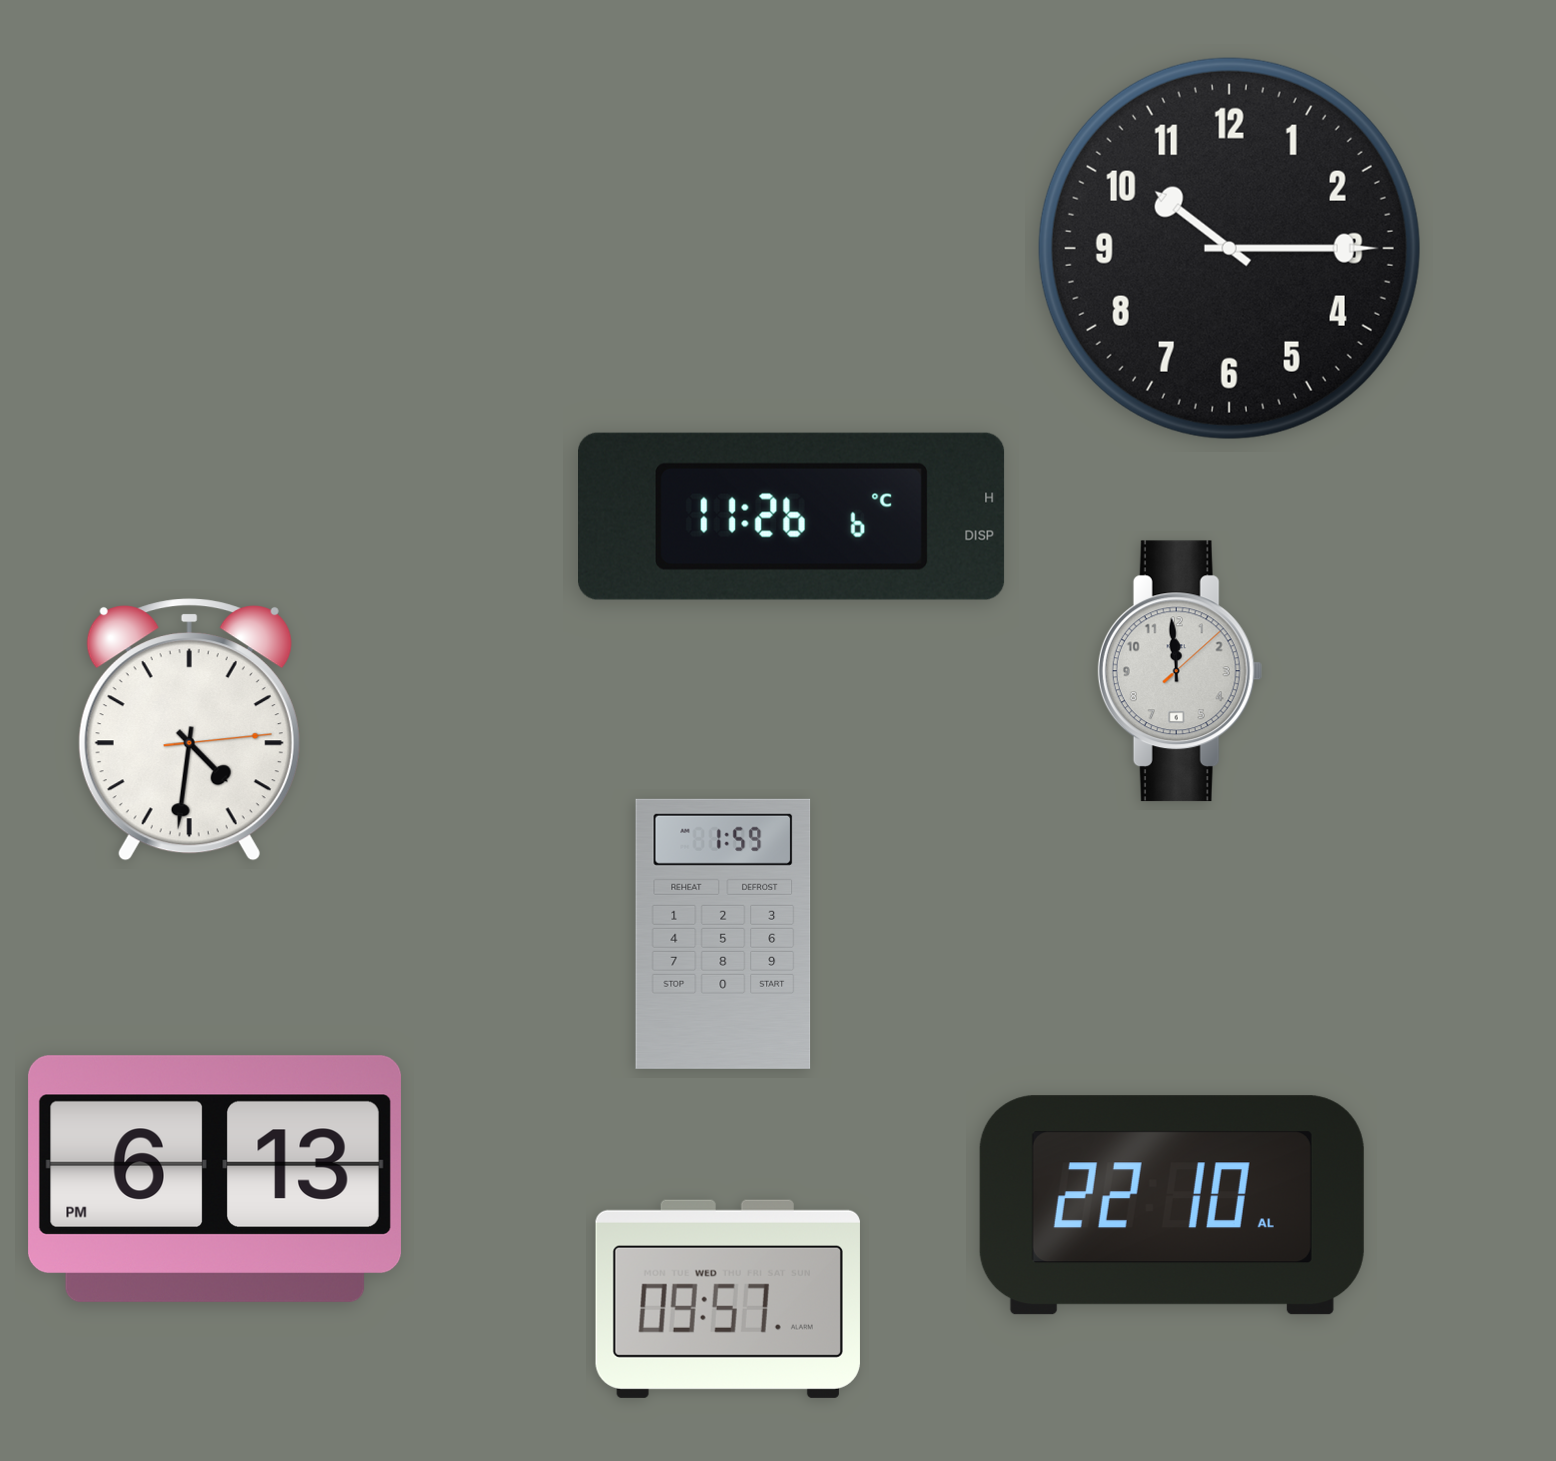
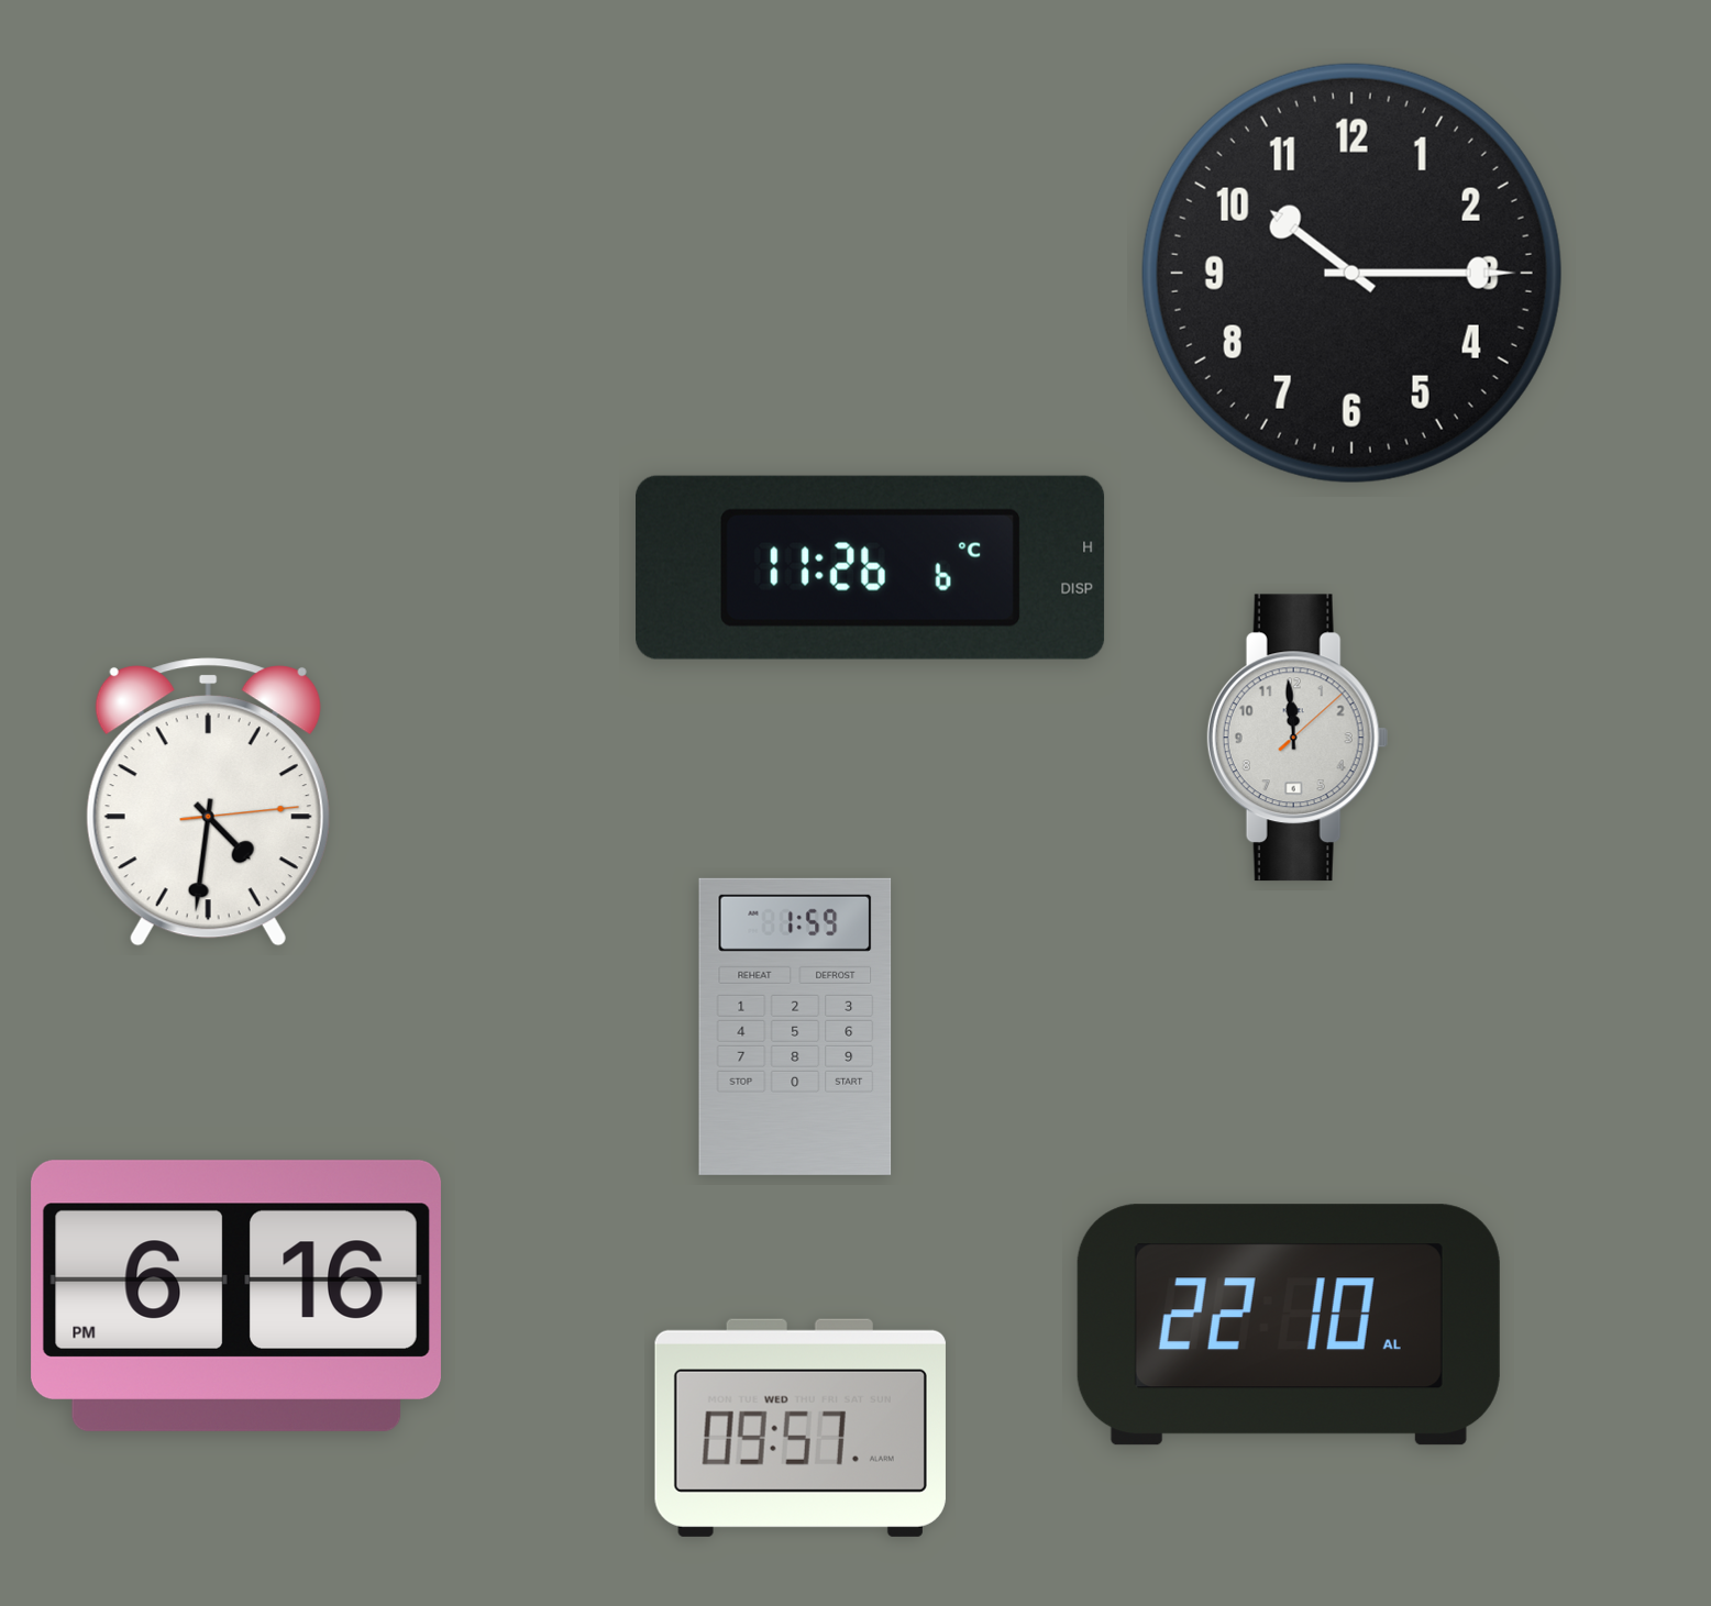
clock at (215, 1179): 6:13 -> 6:16
